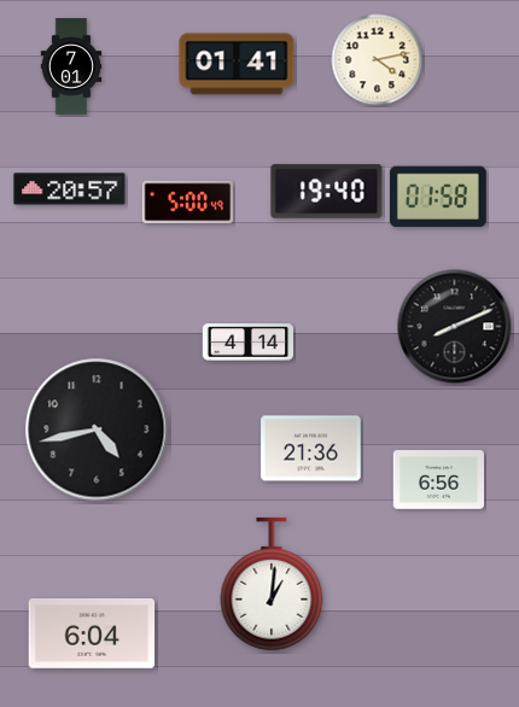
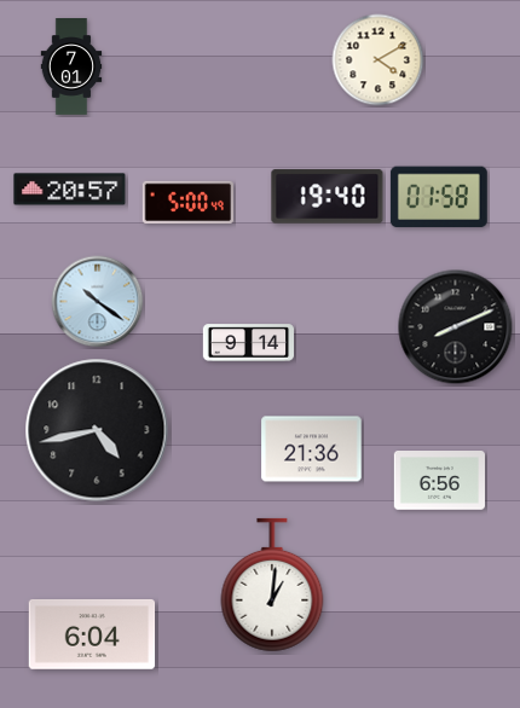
clock at (378, 60): 4:13 -> 4:10
clock at (237, 64): 01:41 -> none
clock at (327, 192) position: (327, 192) -> (328, 197)
clock at (98, 302): none -> 10:21
clock at (247, 343): 4:14 -> 9:14
